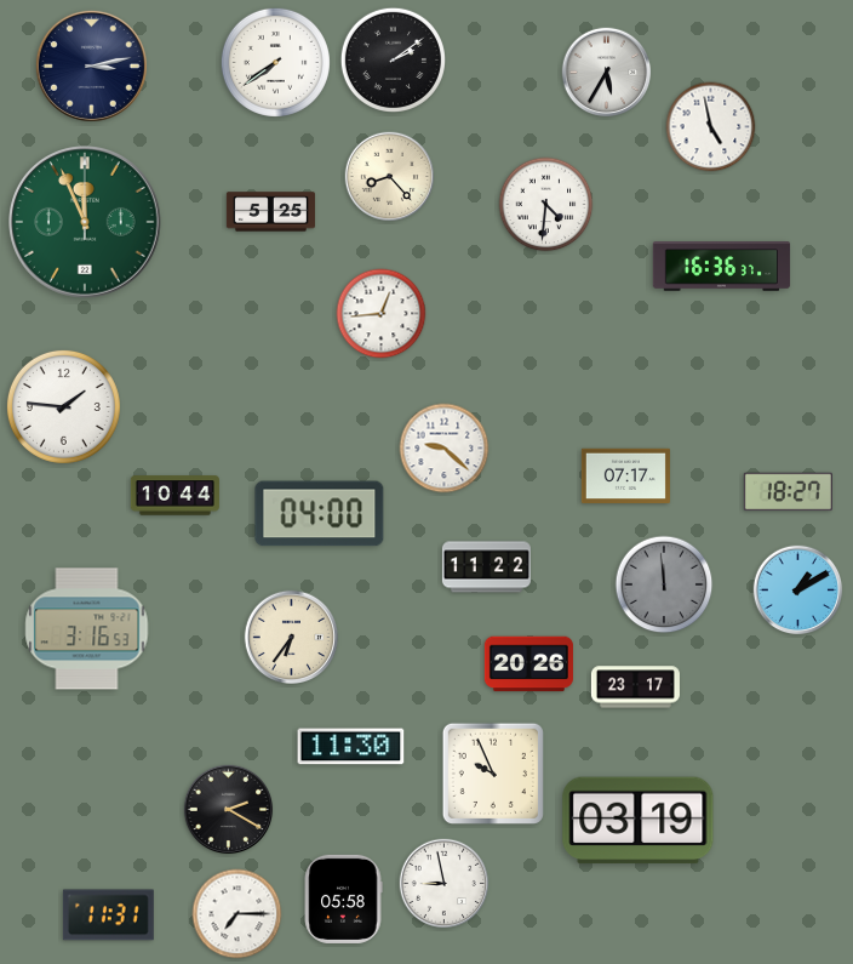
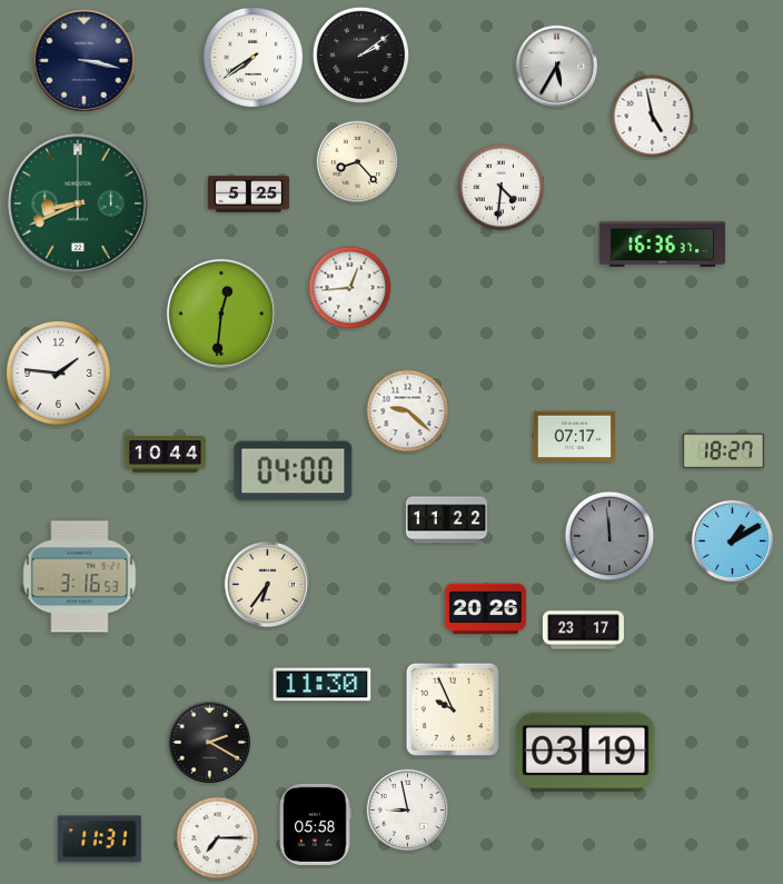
clock at (91, 65): 3:13 -> 3:17
clock at (86, 223): 11:56 -> 8:41
clock at (221, 314): none -> 12:31
clock at (174, 496) position: (174, 496) -> (165, 455)
